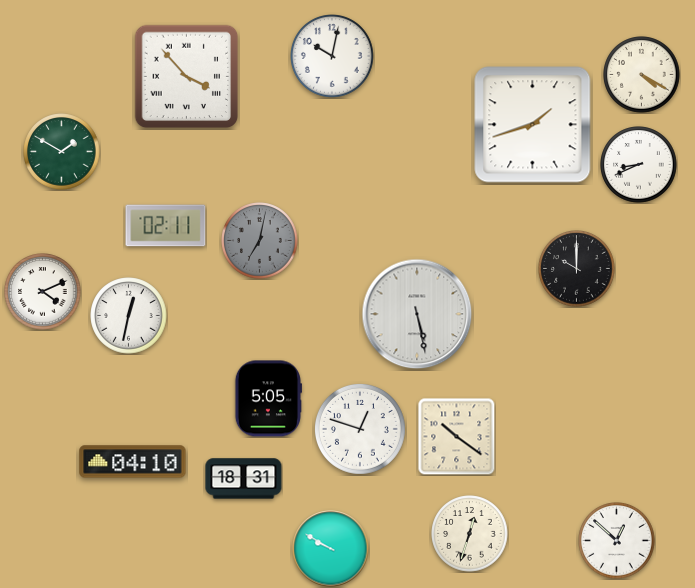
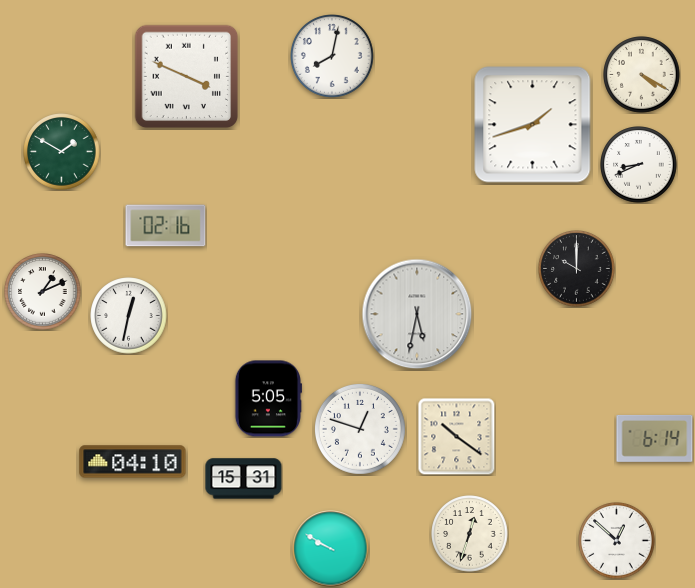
clock at (333, 57): 10:02 -> 8:02
clock at (187, 77): 3:53 -> 3:49
clock at (166, 226): 02:11 -> 02:16
clock at (260, 241): 7:02 -> none
clock at (43, 292): 4:11 -> 1:11
clock at (417, 314): 5:28 -> 5:32
clock at (655, 438): none -> 6:14
clock at (244, 479): 18:31 -> 15:31
